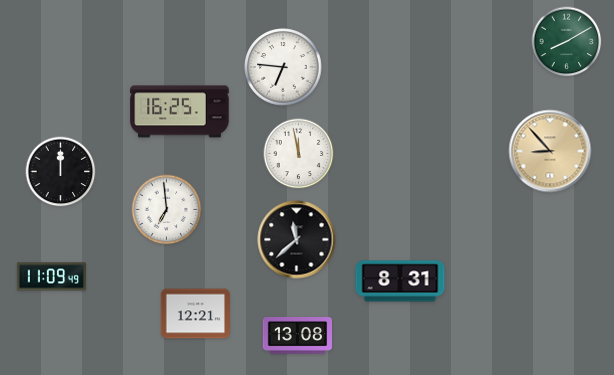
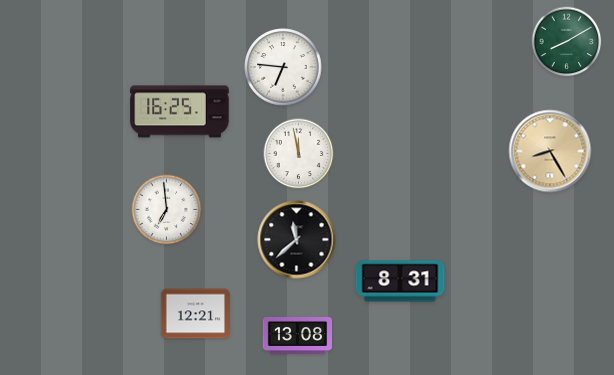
clock at (550, 151): 8:53 -> 8:25
clock at (61, 172): 12:00 -> none
clock at (52, 277): 11:09 -> none
